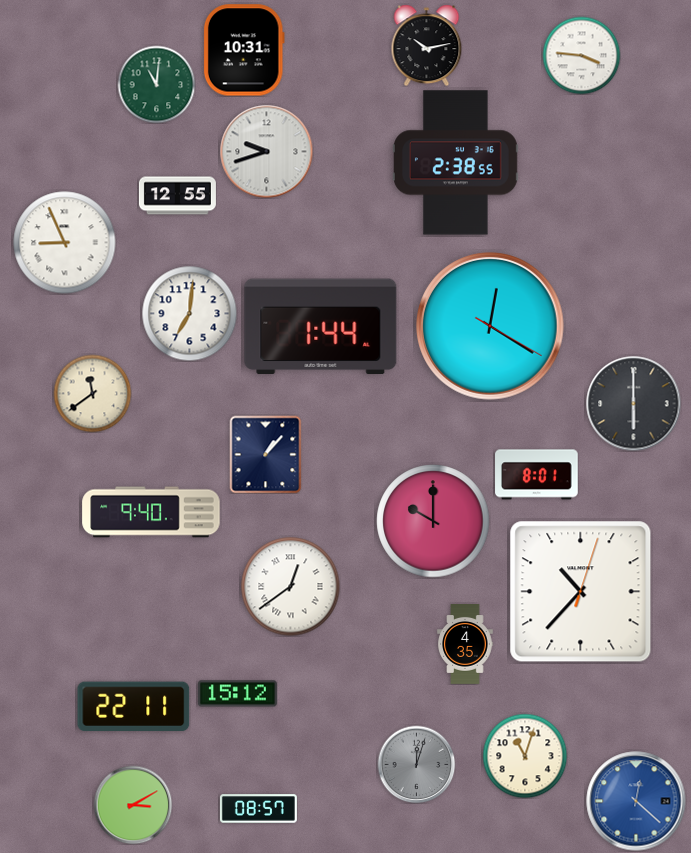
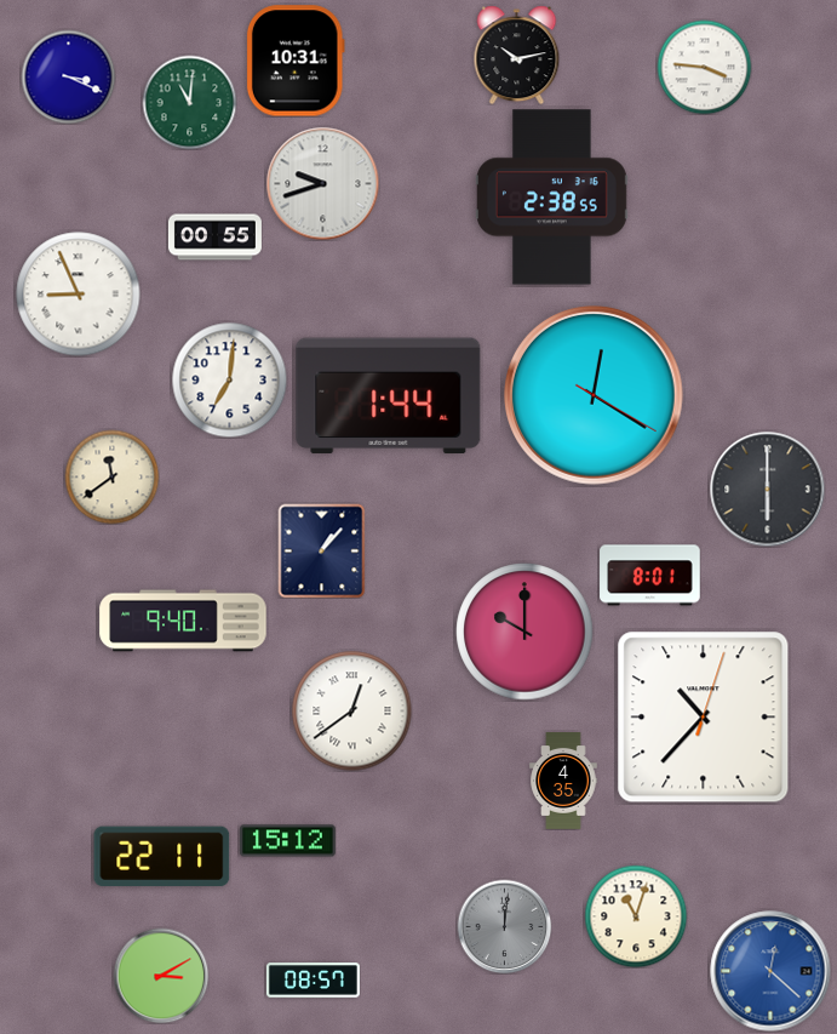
clock at (68, 76): none -> 3:19
clock at (177, 196): 12:55 -> 00:55
clock at (416, 764): 12:03 -> 12:01
